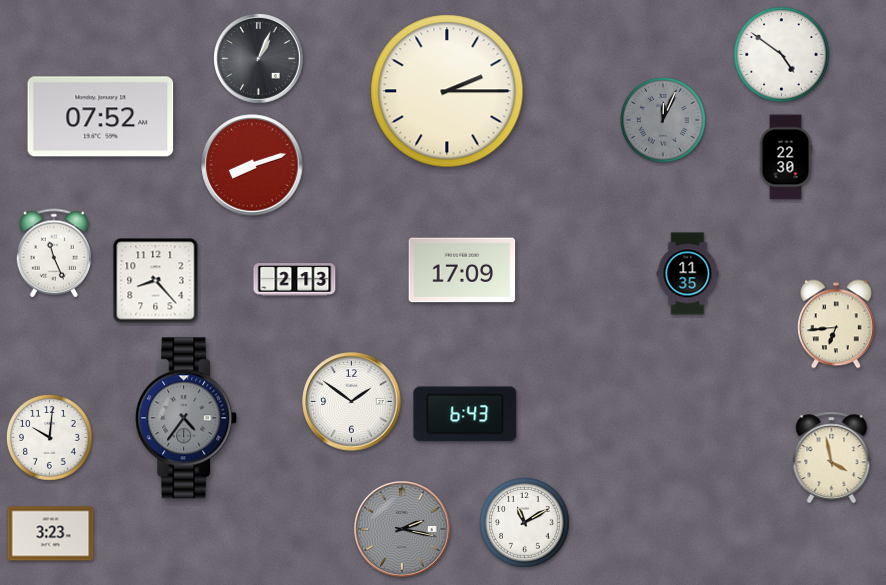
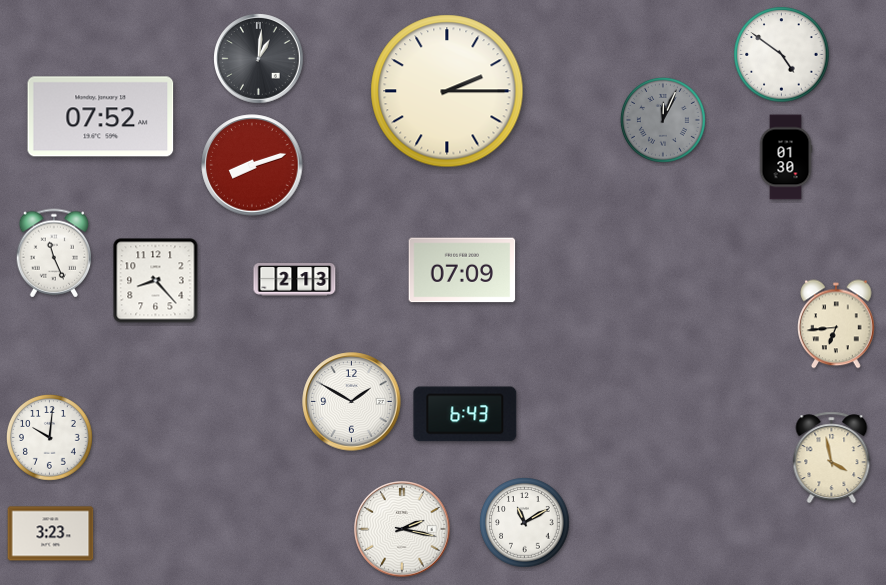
clock at (259, 59): 1:04 -> 1:01
clock at (786, 157): 22:30 -> 01:30
clock at (462, 270): 17:09 -> 07:09
clock at (688, 274): 11:35 -> none
clock at (352, 402): 1:51 -> 1:50
clock at (187, 418): 4:36 -> none
clock at (402, 529) dial: grey -> white
